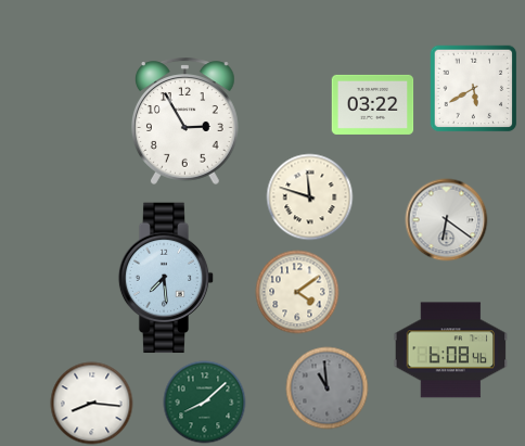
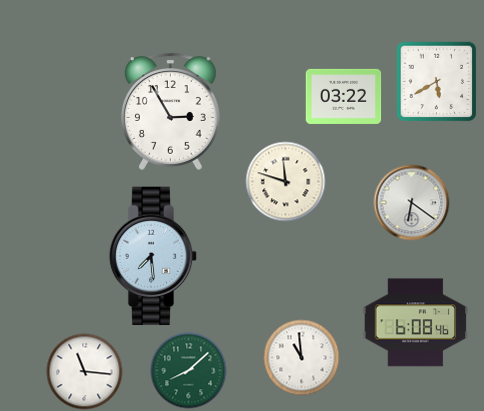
clock at (297, 292): 4:09 -> none
clock at (328, 388) dial: grey -> white
clock at (92, 404): 8:16 -> 11:16
